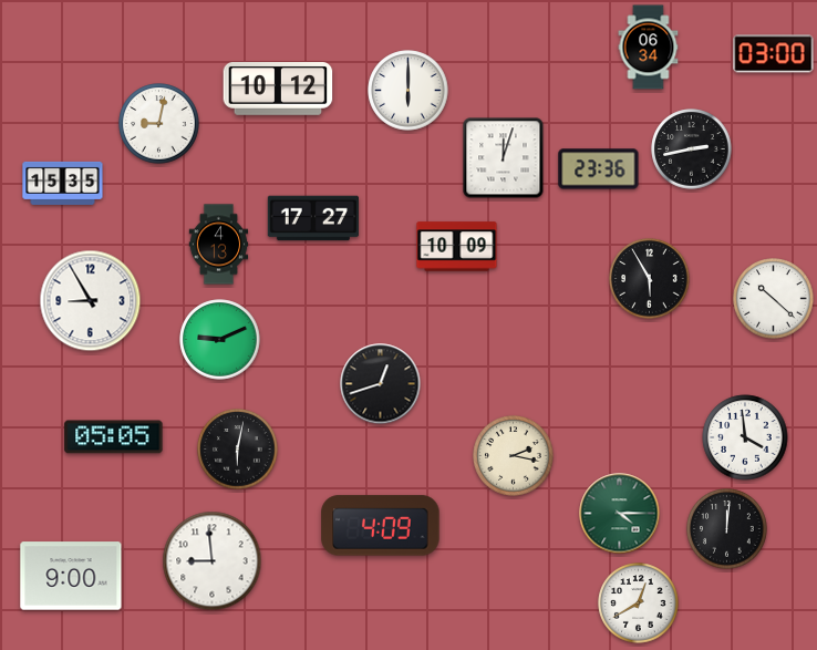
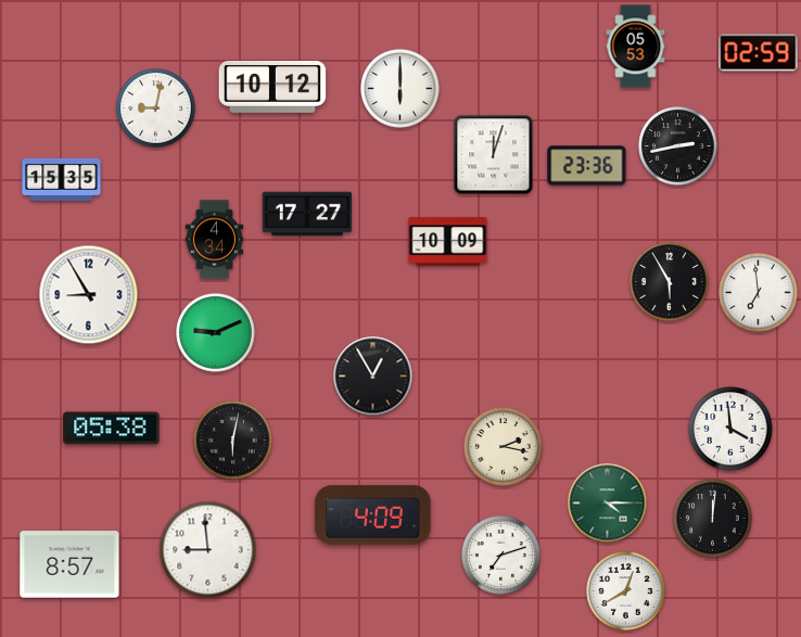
clock at (649, 48): 06:34 -> 05:53
clock at (774, 54): 03:00 -> 02:59
clock at (159, 124) position: (159, 124) -> (156, 109)
clock at (219, 245): 4:13 -> 4:34
clock at (650, 279) position: (650, 279) -> (670, 282)
clock at (774, 299): 10:22 -> 6:59
clock at (381, 384): 12:42 -> 12:55
clock at (114, 437): 05:05 -> 05:38
clock at (501, 556): none -> 7:12
clock at (71, 576): 9:00 -> 8:57
